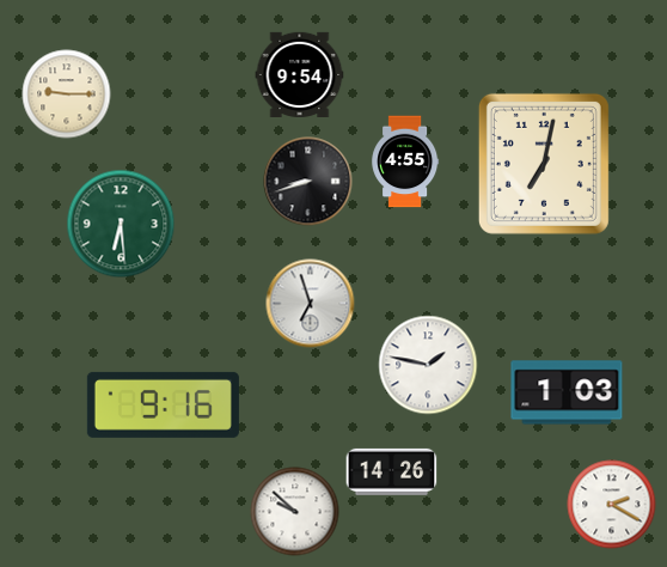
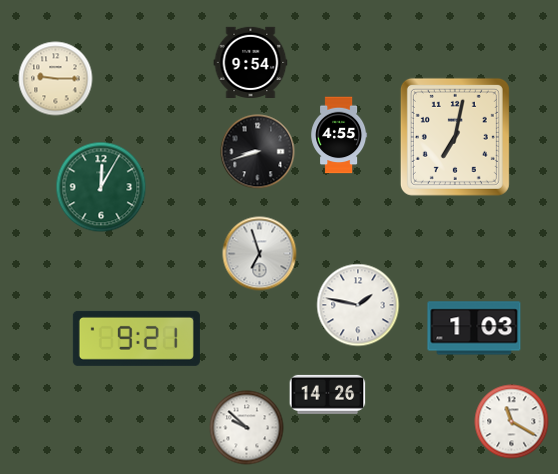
clock at (121, 224): 6:29 -> 12:05
clock at (163, 404): 9:16 -> 9:21
clock at (612, 505): 2:20 -> 11:20
